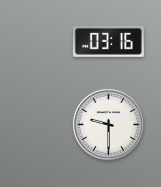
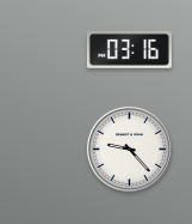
clock at (108, 124): 9:30 -> 9:23
